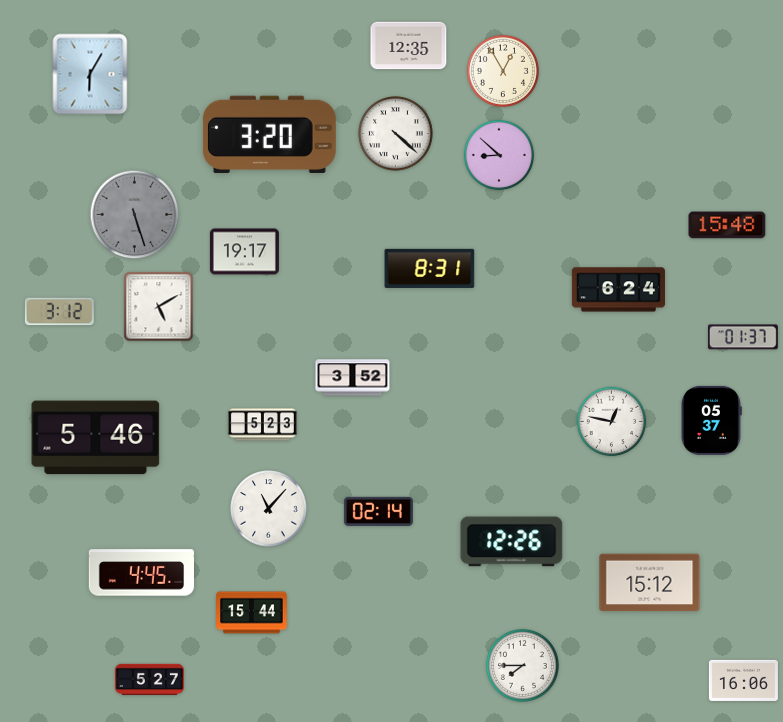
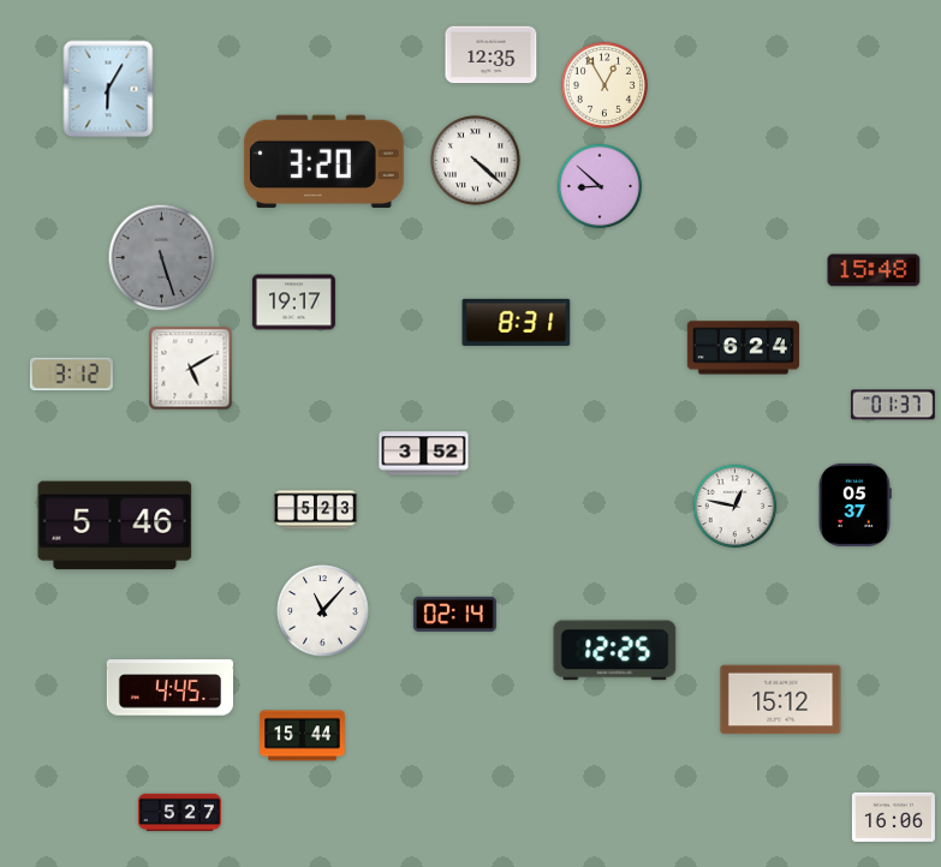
clock at (512, 542): 12:26 -> 12:25
clock at (522, 665): 7:45 -> none
clock at (149, 680) position: (149, 680) -> (179, 813)
